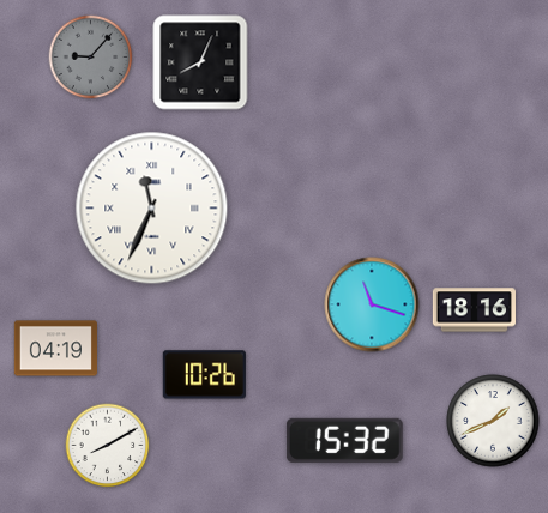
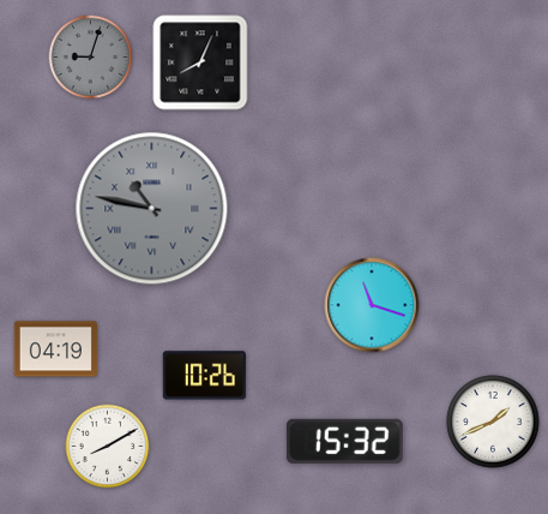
clock at (91, 58): 9:07 -> 9:03
clock at (152, 209): 11:34 -> 10:47
clock at (152, 209) dial: white -> grey
clock at (474, 310): 18:16 -> none
